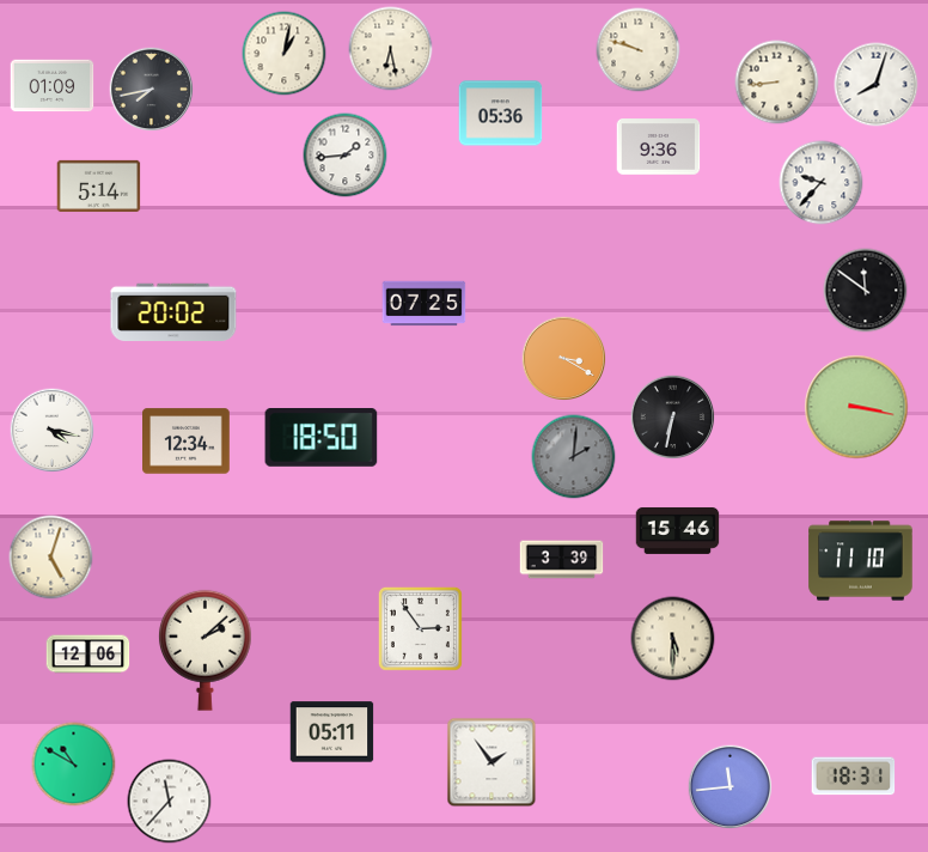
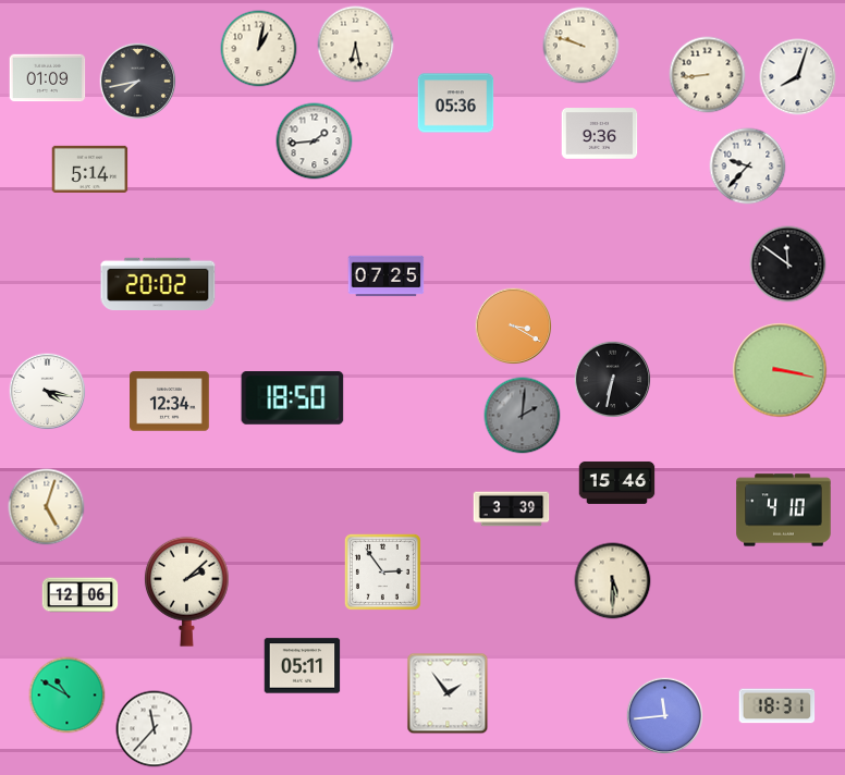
clock at (861, 561): 11:10 -> 4:10
